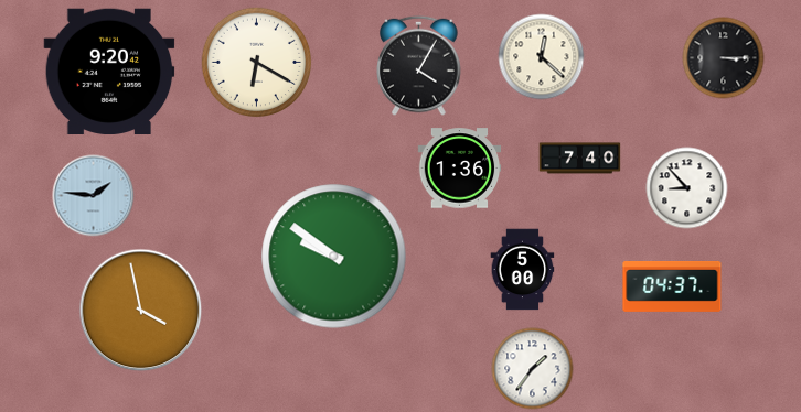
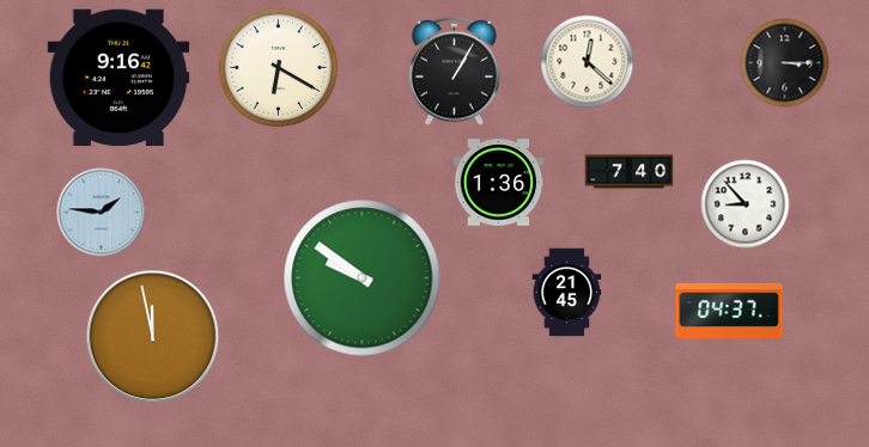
clock at (419, 65): 4:05 -> 1:05
clock at (109, 72): 9:20 -> 9:16
clock at (523, 270): 5:00 -> 21:45
clock at (141, 311): 3:58 -> 11:58
clock at (533, 369): 1:36 -> none
